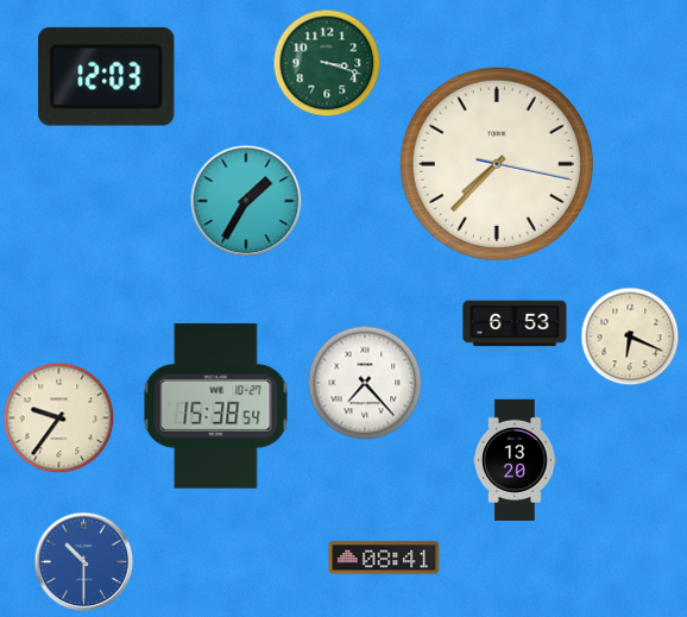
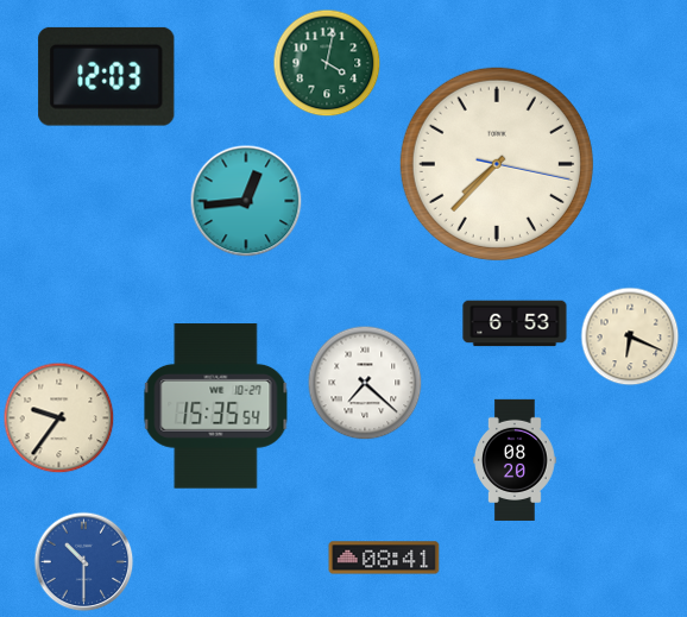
clock at (327, 63): 3:18 -> 4:02
clock at (246, 201): 1:35 -> 12:44
clock at (365, 383): 7:23 -> 7:22
clock at (216, 407): 15:38 -> 15:35
clock at (516, 460): 13:20 -> 08:20
